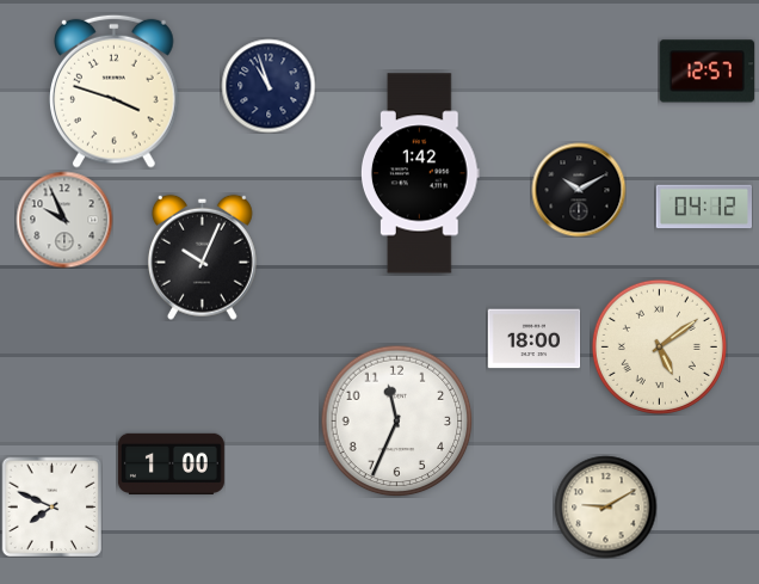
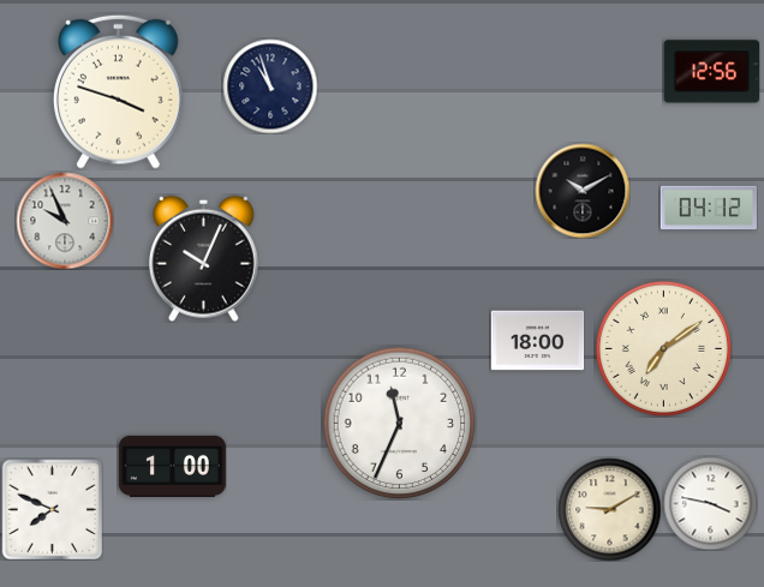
clock at (706, 72): 12:57 -> 12:56
clock at (115, 91) position: (115, 91) -> (119, 91)
clock at (420, 173): 1:42 -> none
clock at (659, 346): 5:09 -> 7:09
clock at (710, 503): none -> 3:47
